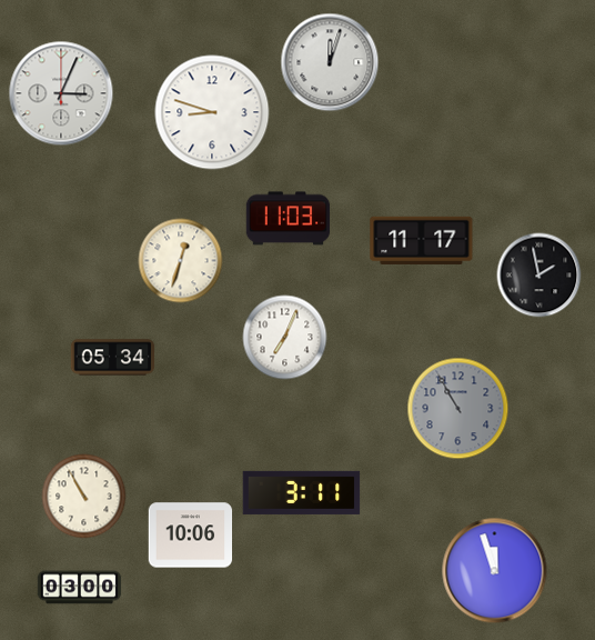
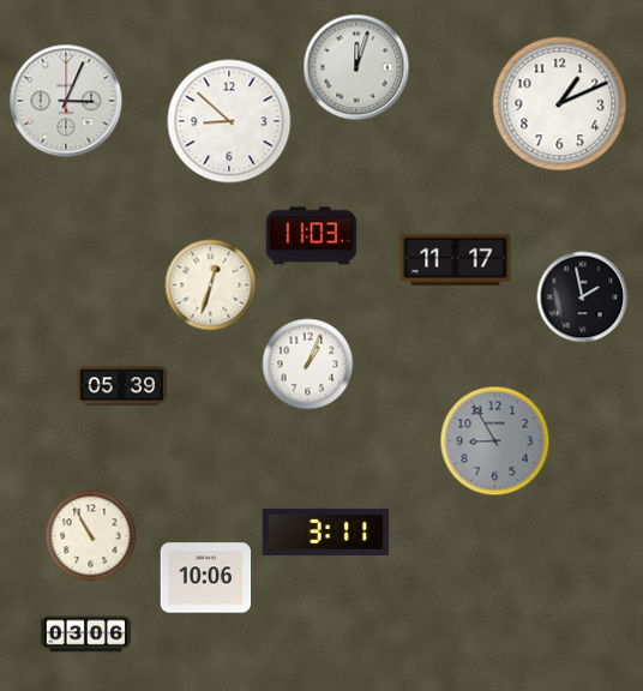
clock at (560, 104): none -> 1:11
clock at (212, 112): 8:48 -> 8:52
clock at (181, 261) position: (181, 261) -> (211, 286)
clock at (285, 338): 7:04 -> 1:04
clock at (113, 358): 05:34 -> 05:39
clock at (458, 409): 10:55 -> 8:55
clock at (495, 571): 11:57 -> none
clock at (80, 588): 03:00 -> 03:06
